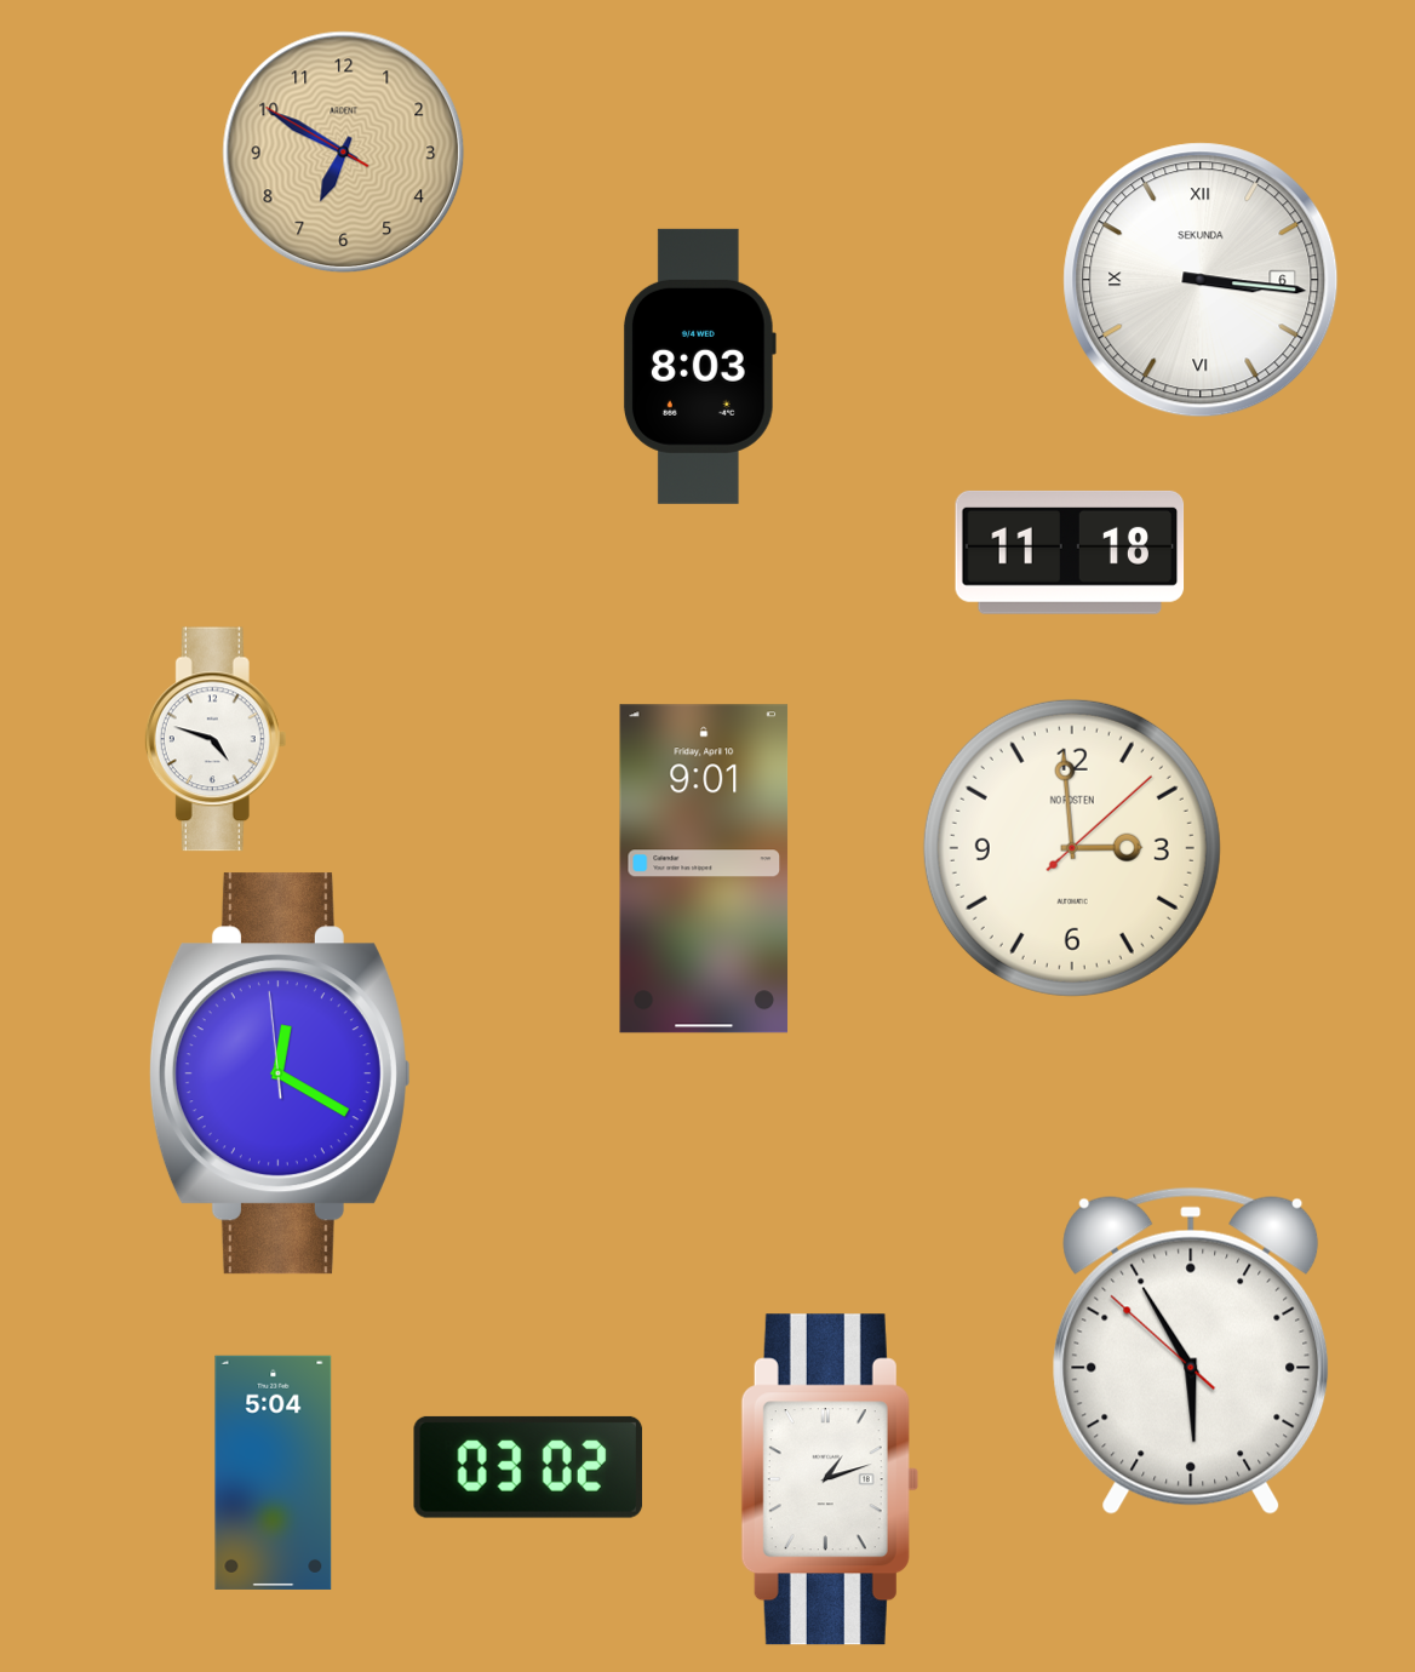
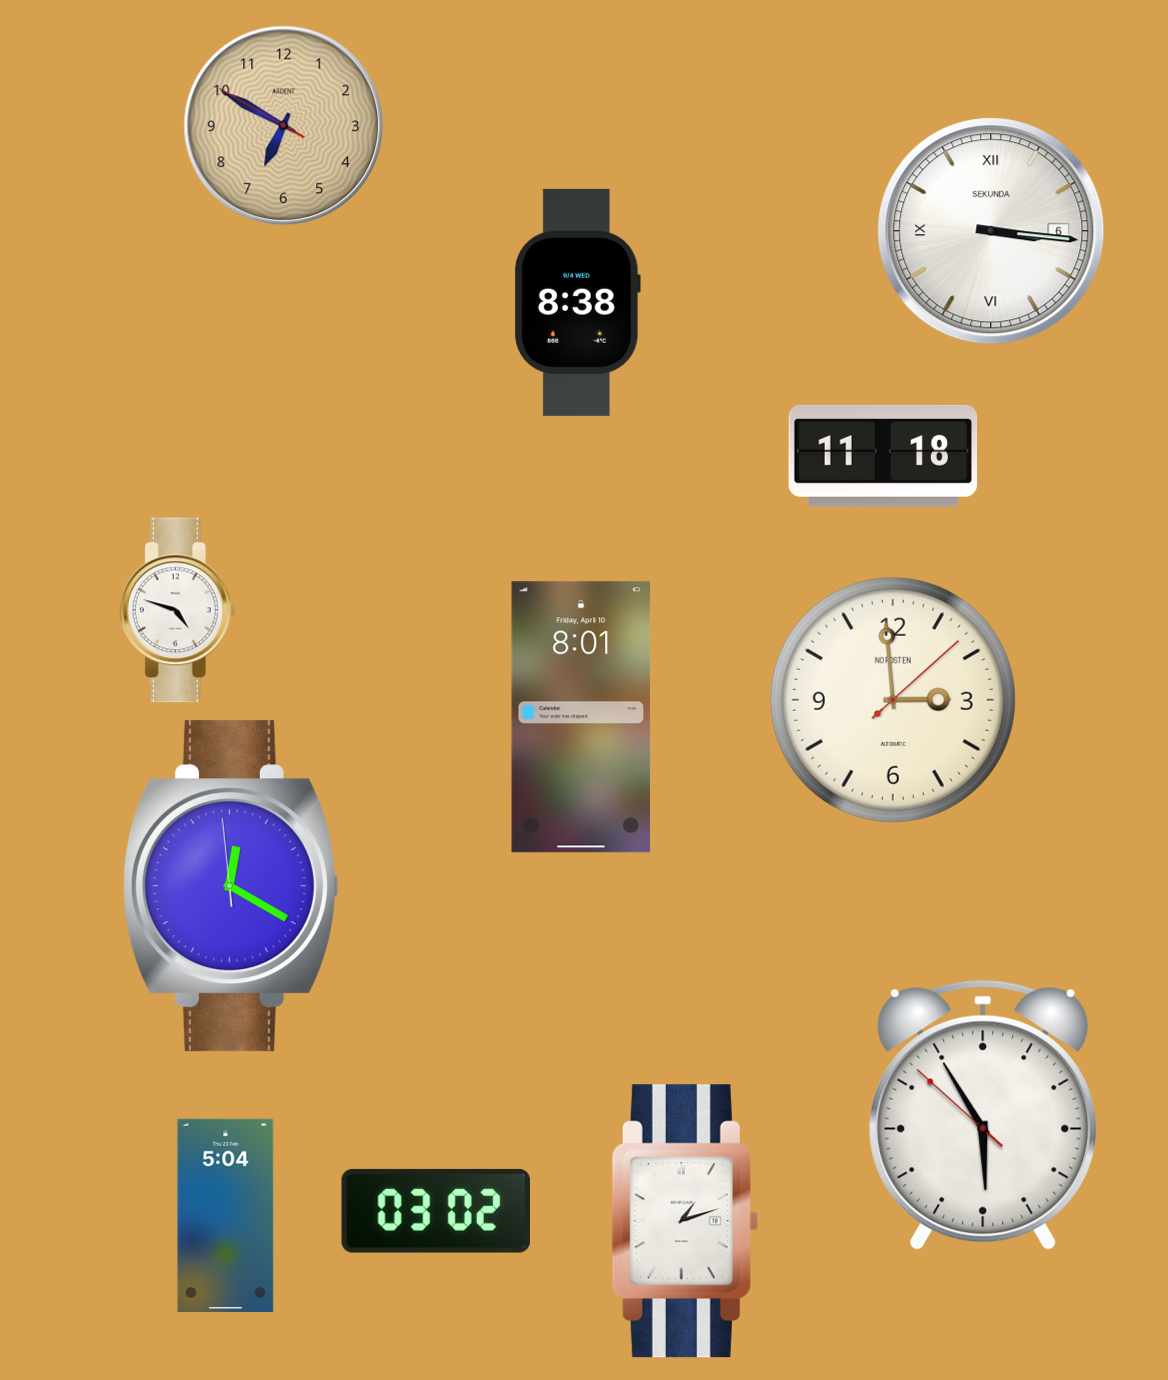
clock at (699, 366): 8:03 -> 8:38
clock at (1072, 848) position: (1072, 848) -> (893, 700)
clock at (704, 869): 9:01 -> 8:01
